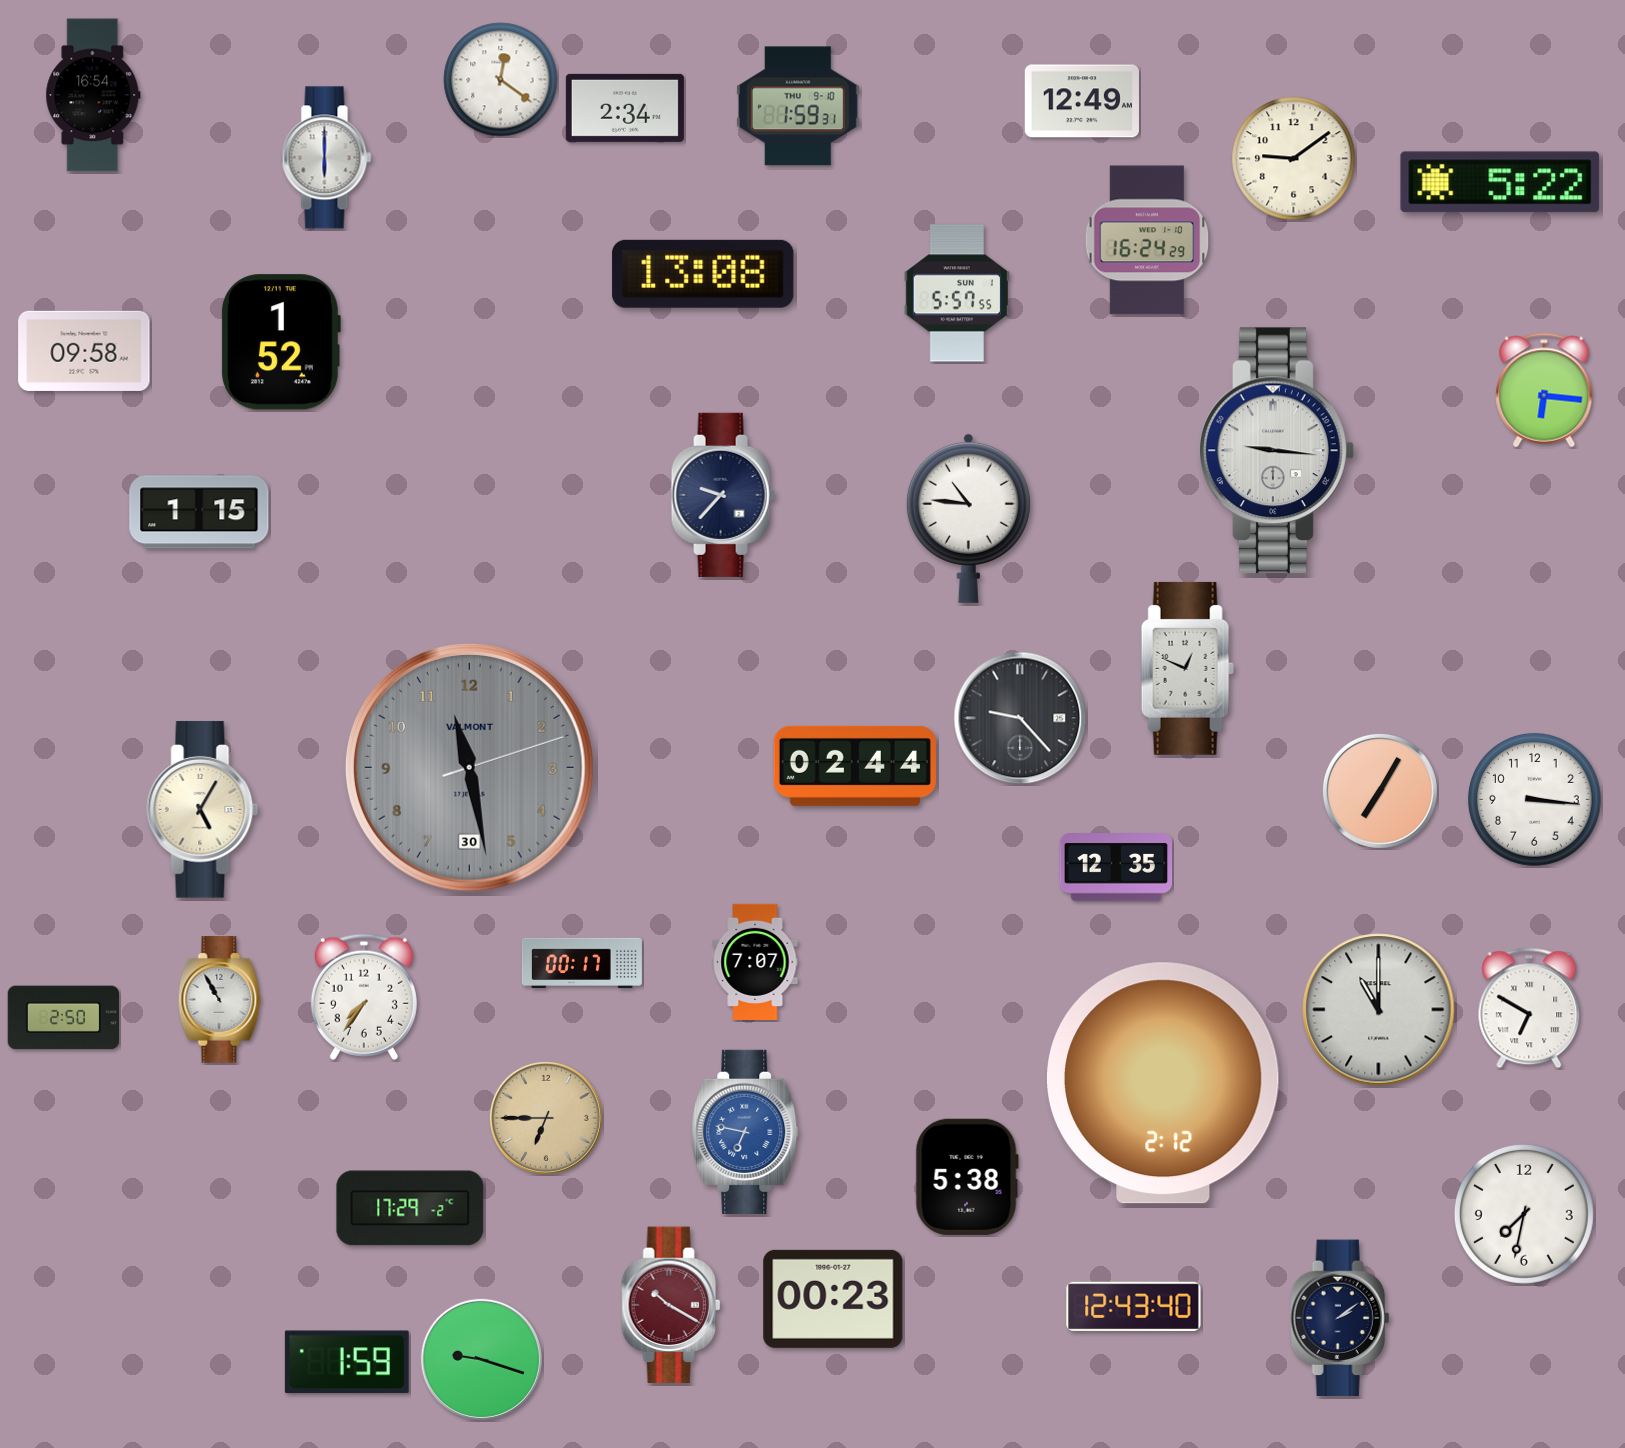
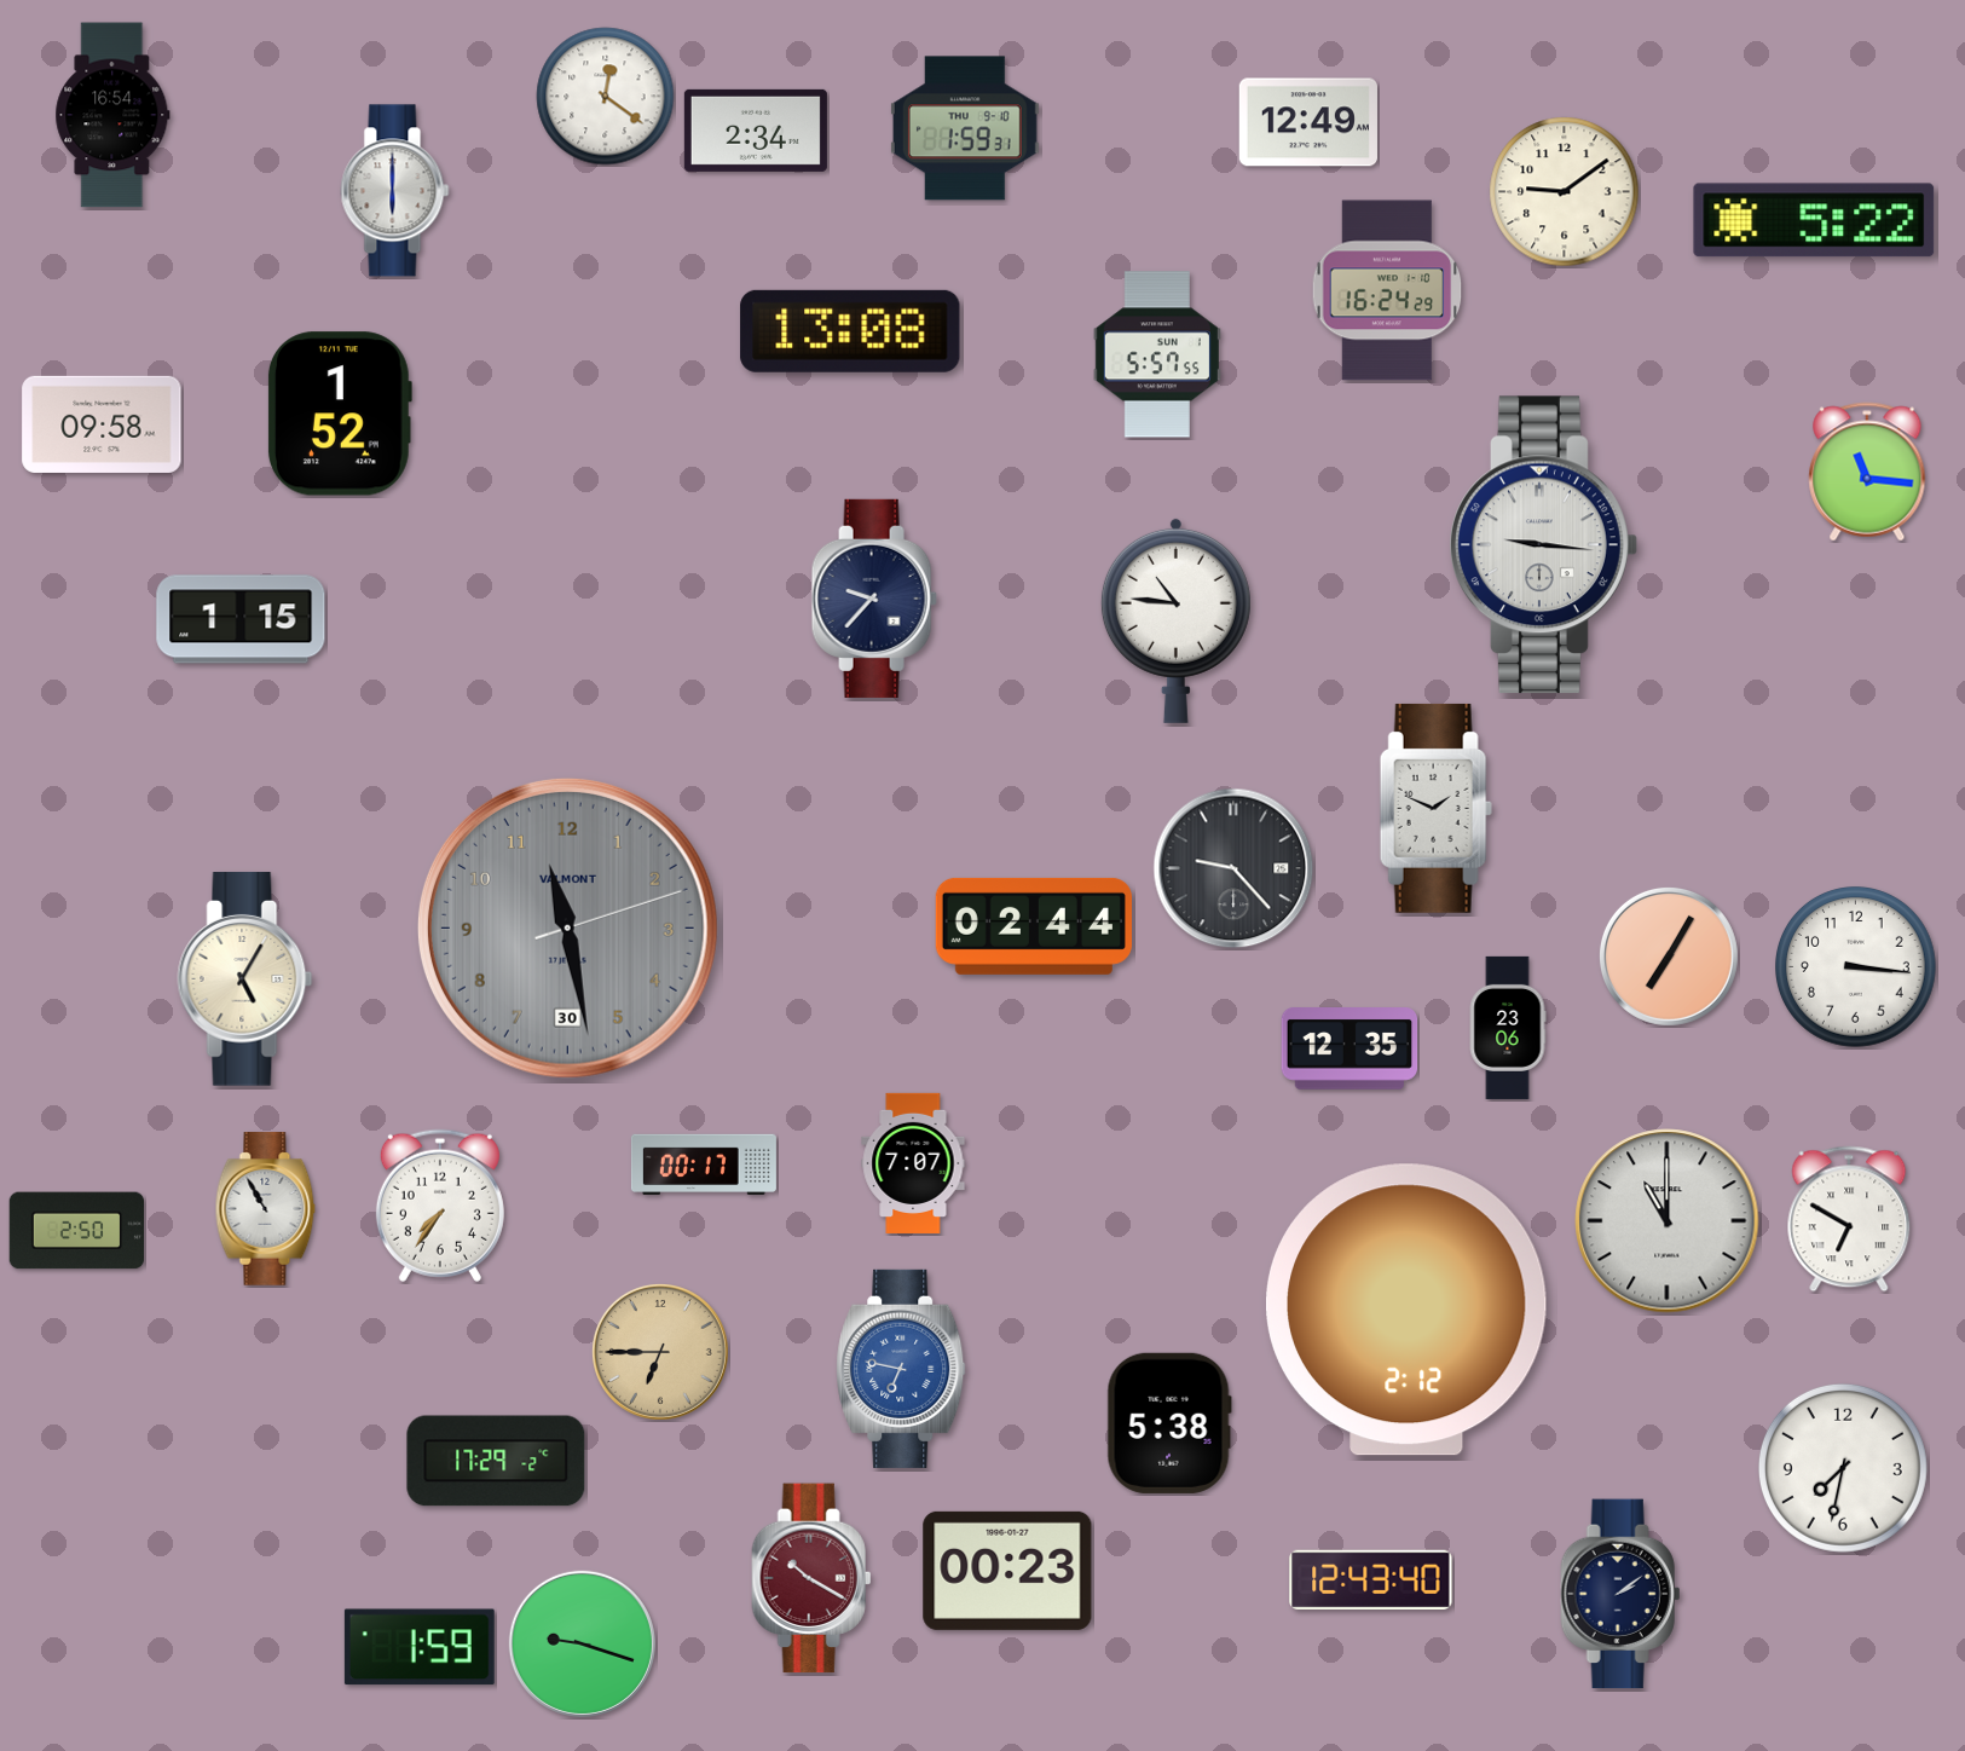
clock at (1544, 390): 6:16 -> 11:16
clock at (968, 518) position: (968, 518) -> (1175, 620)
clock at (1187, 668): 12:49 -> 1:49
clock at (1508, 1028): none -> 23:06
